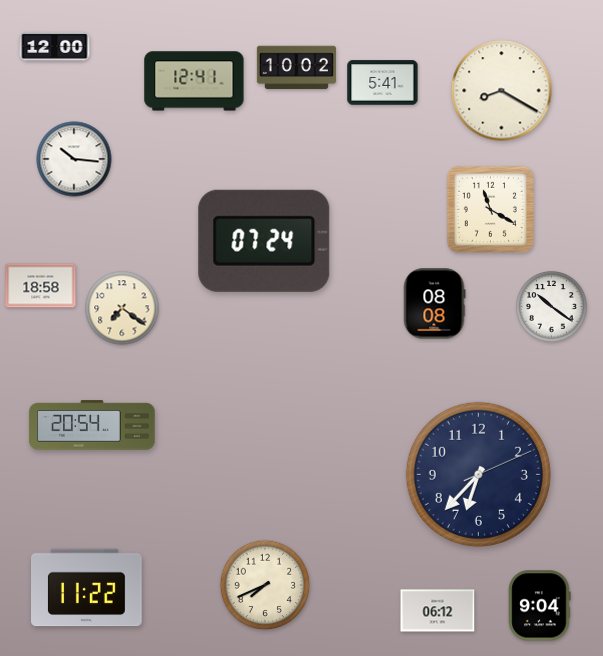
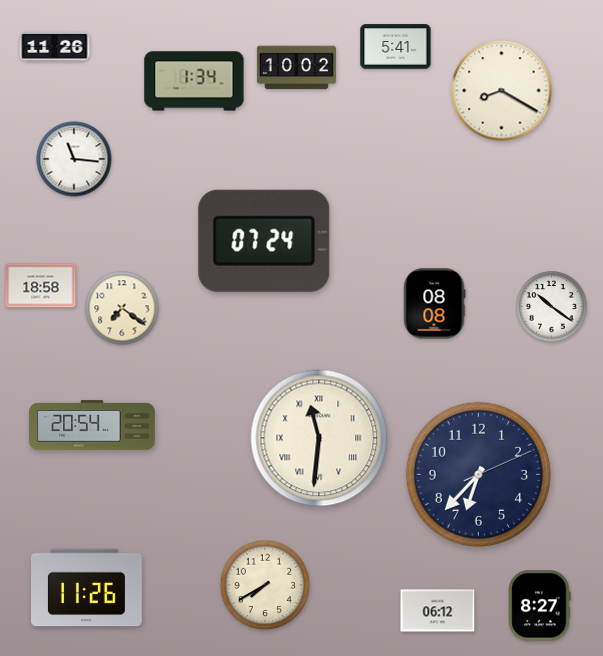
clock at (55, 46): 12:00 -> 11:26
clock at (194, 81): 12:41 -> 1:34
clock at (383, 83) position: (383, 83) -> (396, 47)
clock at (74, 159): 10:16 -> 11:16
clock at (490, 209): 11:20 -> none
clock at (319, 438): none -> 11:31
clock at (265, 585): 7:41 -> 7:40
clock at (87, 588): 11:22 -> 11:26
clock at (540, 606): 9:04 -> 8:27
